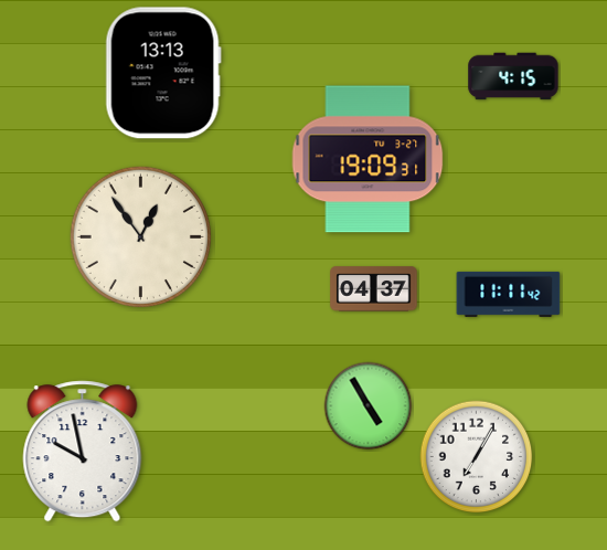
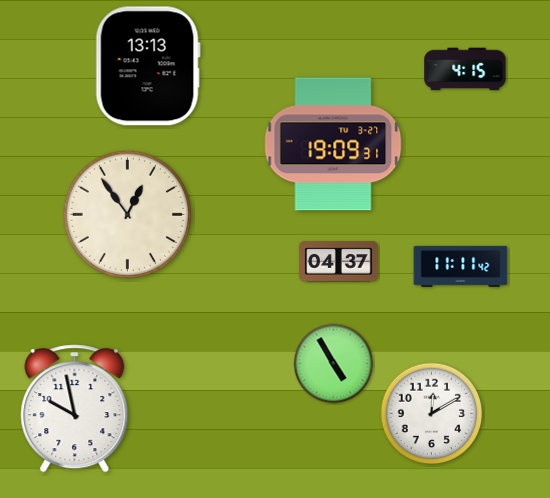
clock at (369, 406) position: (369, 406) -> (334, 364)
clock at (477, 457): 7:05 -> 12:10
